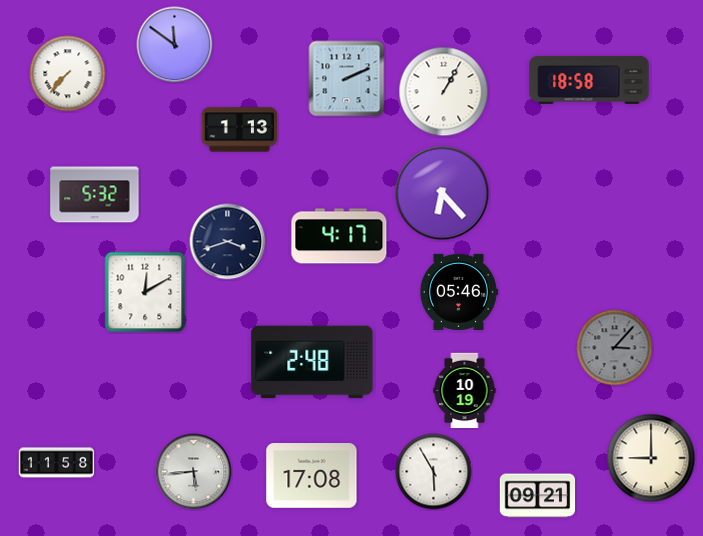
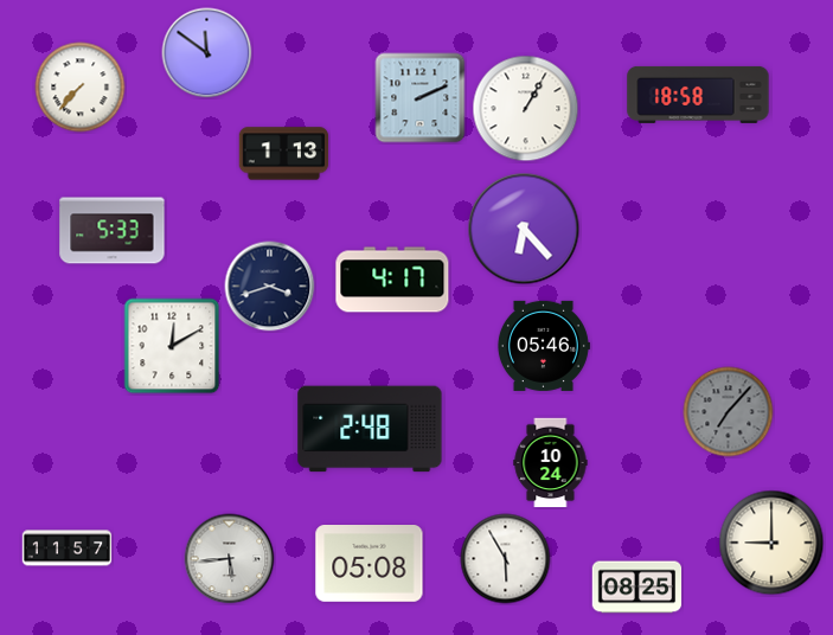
clock at (347, 79) position: (347, 79) -> (421, 98)
clock at (95, 195): 5:32 -> 5:33
clock at (339, 236) position: (339, 236) -> (392, 280)
clock at (615, 348): 3:07 -> 7:07
clock at (465, 391): 10:19 -> 10:24
clock at (57, 463): 11:58 -> 11:57
clock at (434, 472) position: (434, 472) -> (506, 559)
clock at (312, 476): 17:08 -> 05:08
clock at (538, 496): 09:21 -> 08:25
